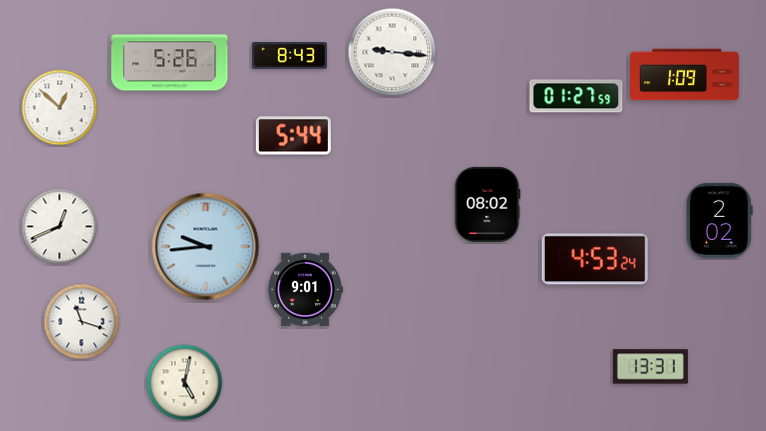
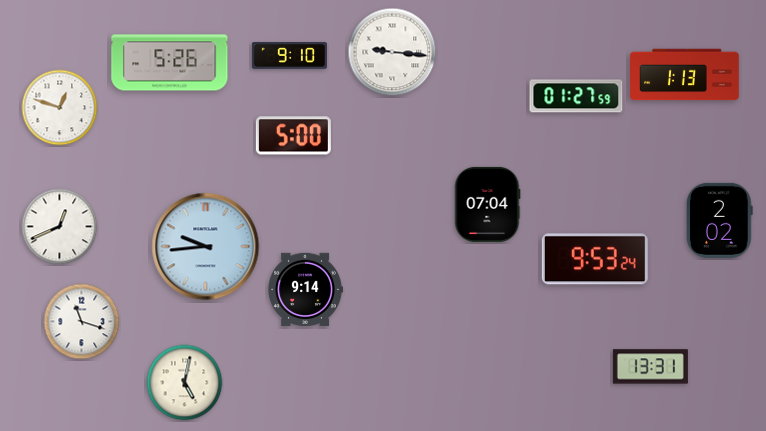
clock at (289, 56): 8:43 -> 9:10
clock at (685, 75): 1:09 -> 1:13
clock at (60, 108): 12:52 -> 12:48
clock at (293, 136): 5:44 -> 5:00
clock at (487, 204): 08:02 -> 07:04
clock at (595, 259): 4:53 -> 9:53
clock at (305, 290): 9:01 -> 9:14
